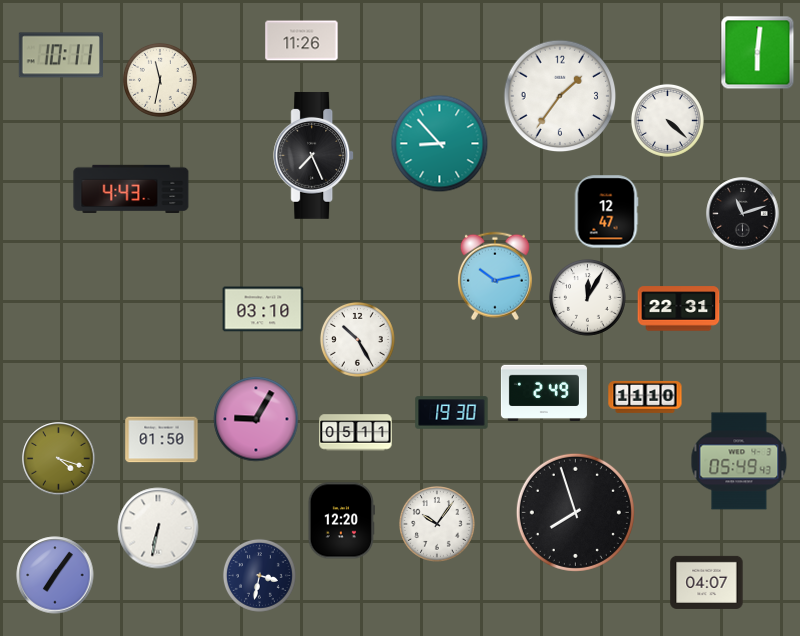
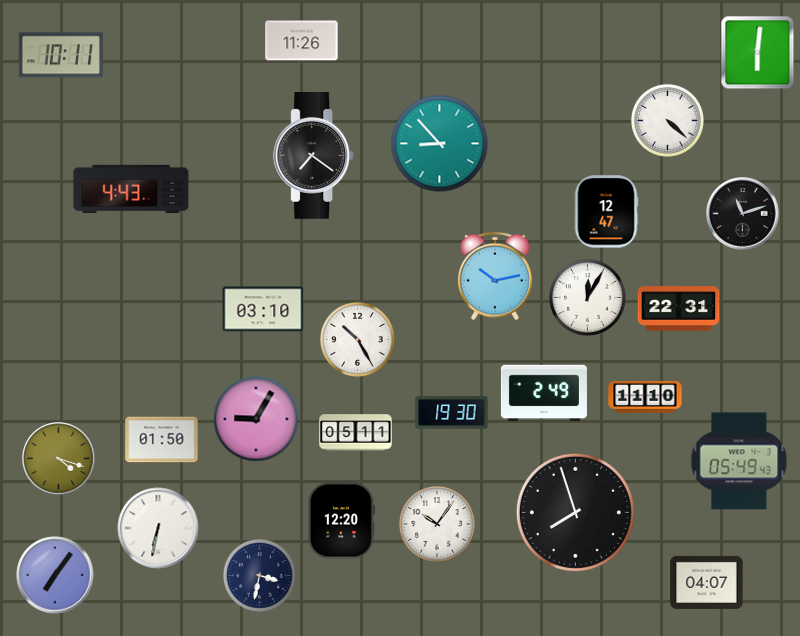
clock at (160, 80): 11:32 -> none
clock at (560, 96): 1:36 -> none
clock at (314, 155): 7:26 -> 7:21
